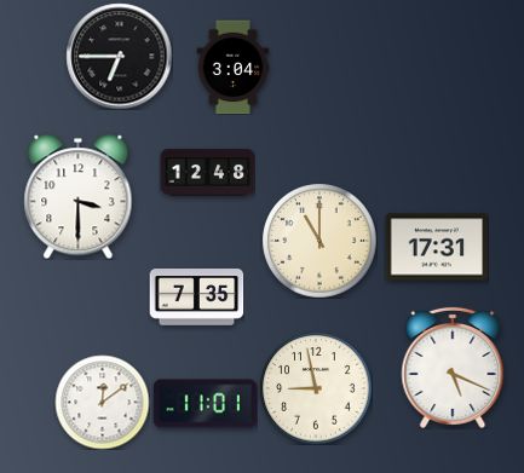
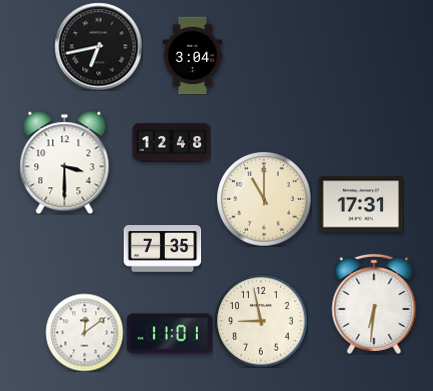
clock at (119, 56): 6:45 -> 6:43
clock at (196, 298) position: (196, 298) -> (162, 249)
clock at (453, 368): 5:19 -> 6:31
